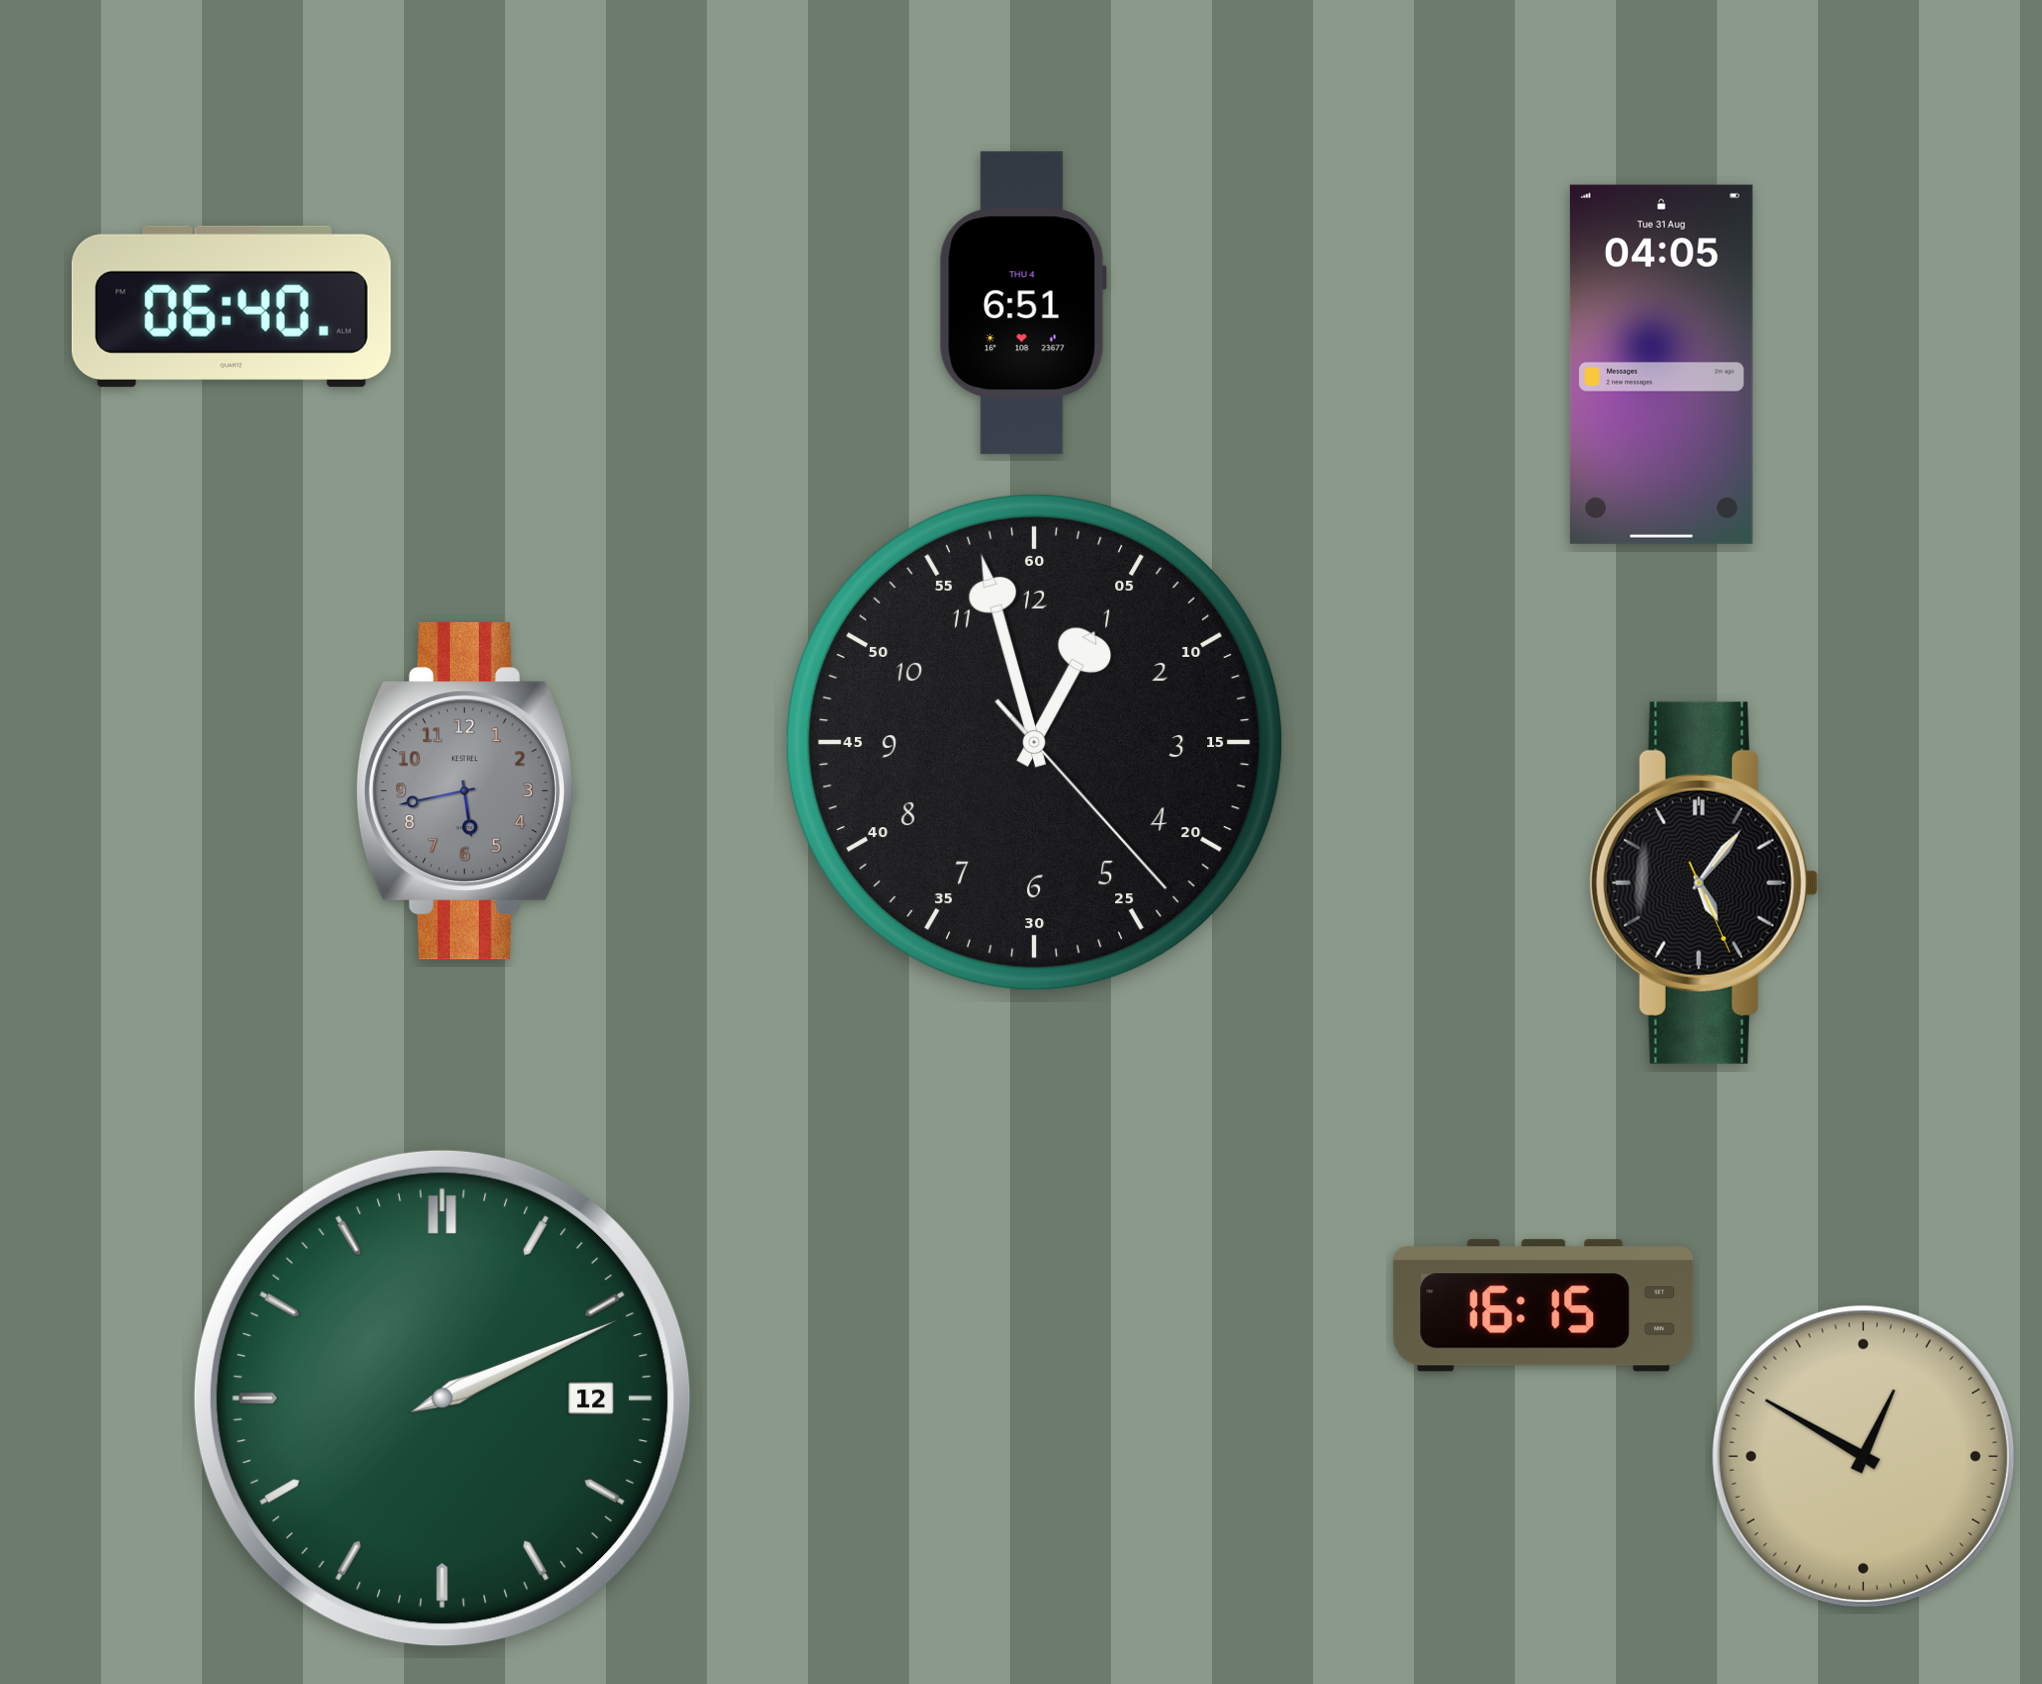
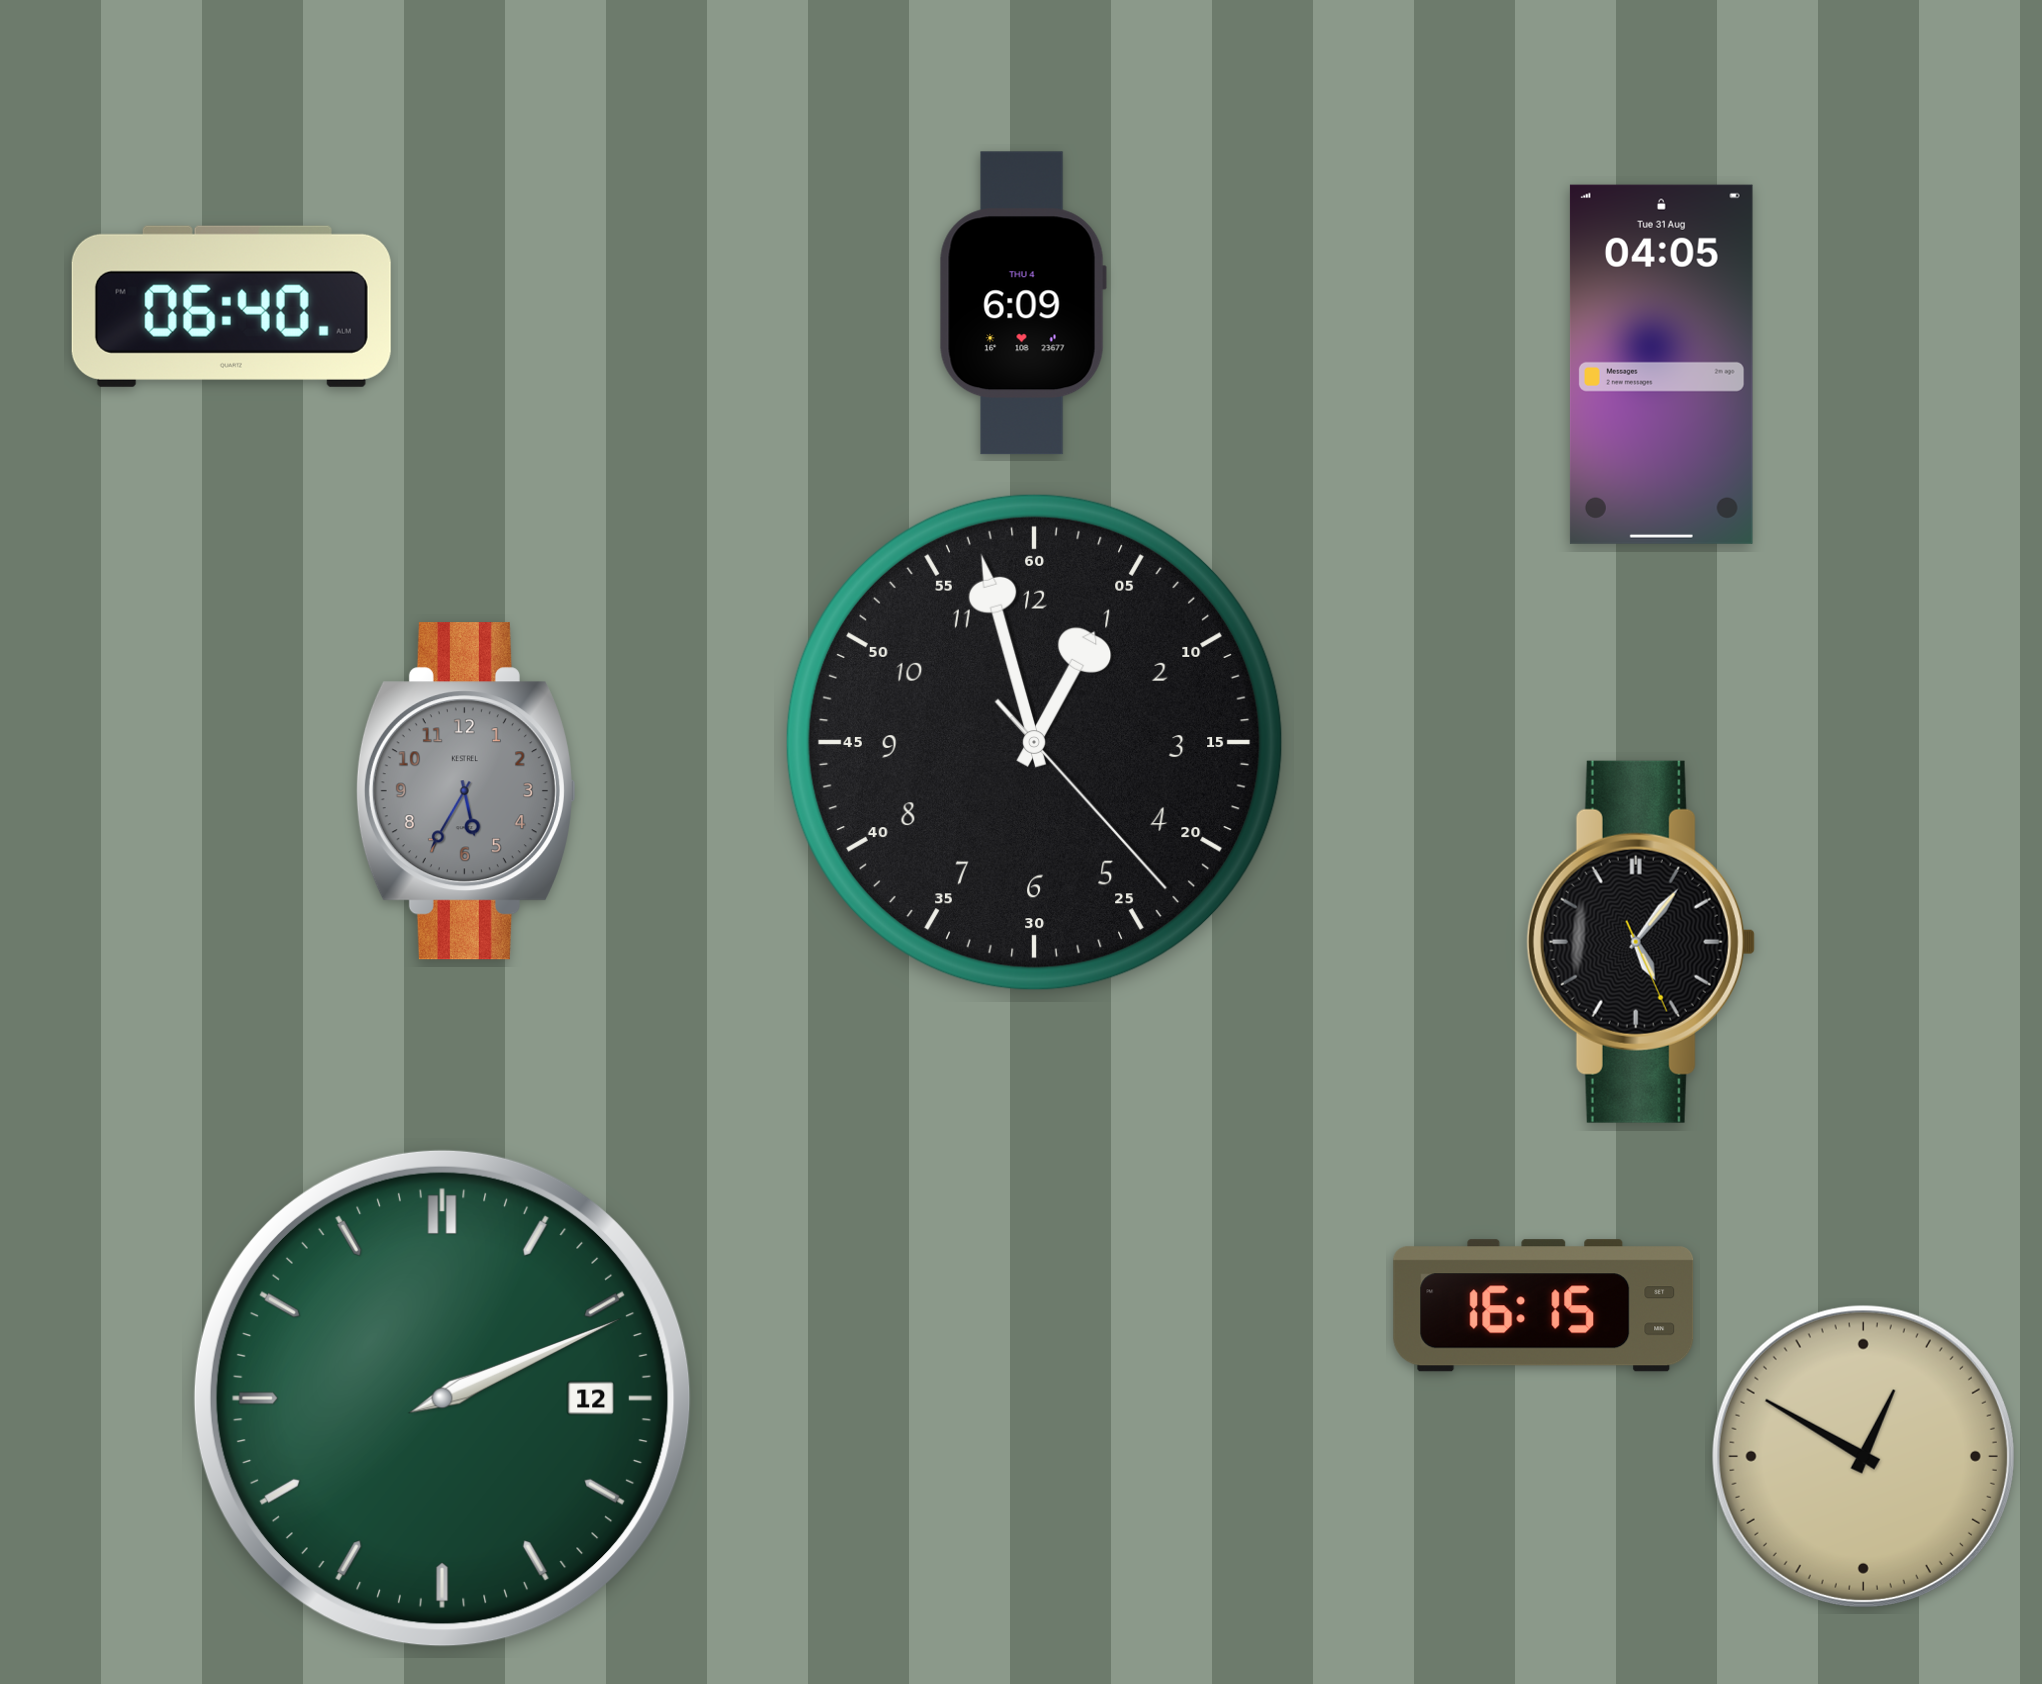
clock at (1023, 303): 6:51 -> 6:09
clock at (466, 791): 5:43 -> 5:35
clock at (1704, 883) position: (1704, 883) -> (1641, 942)
